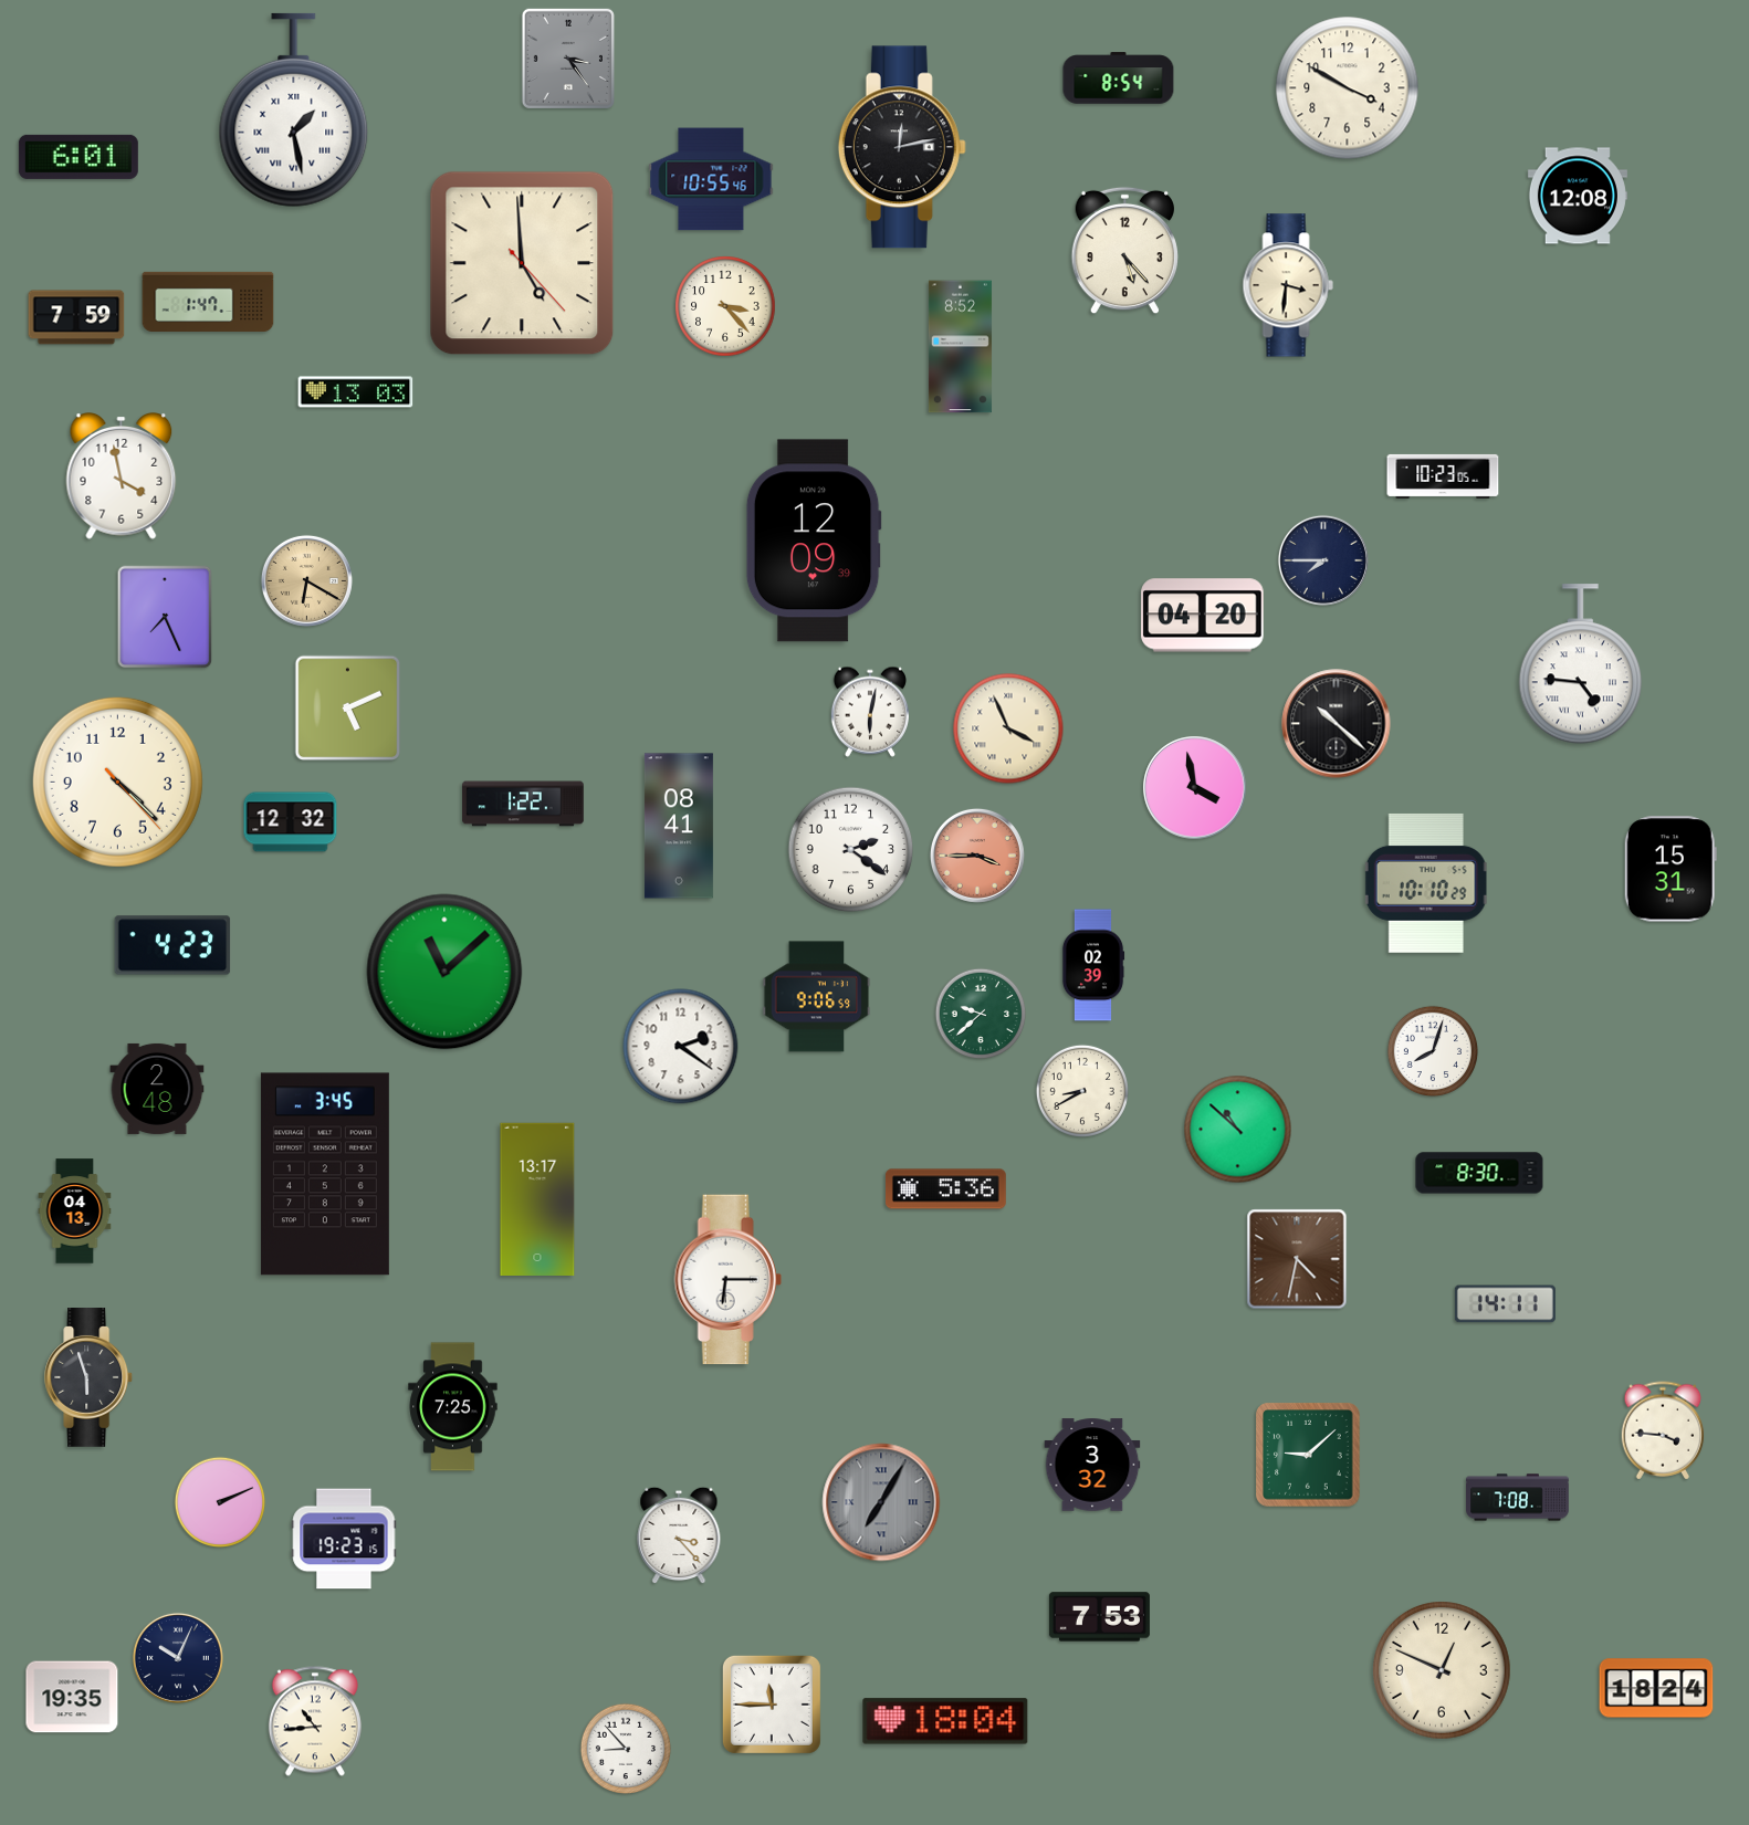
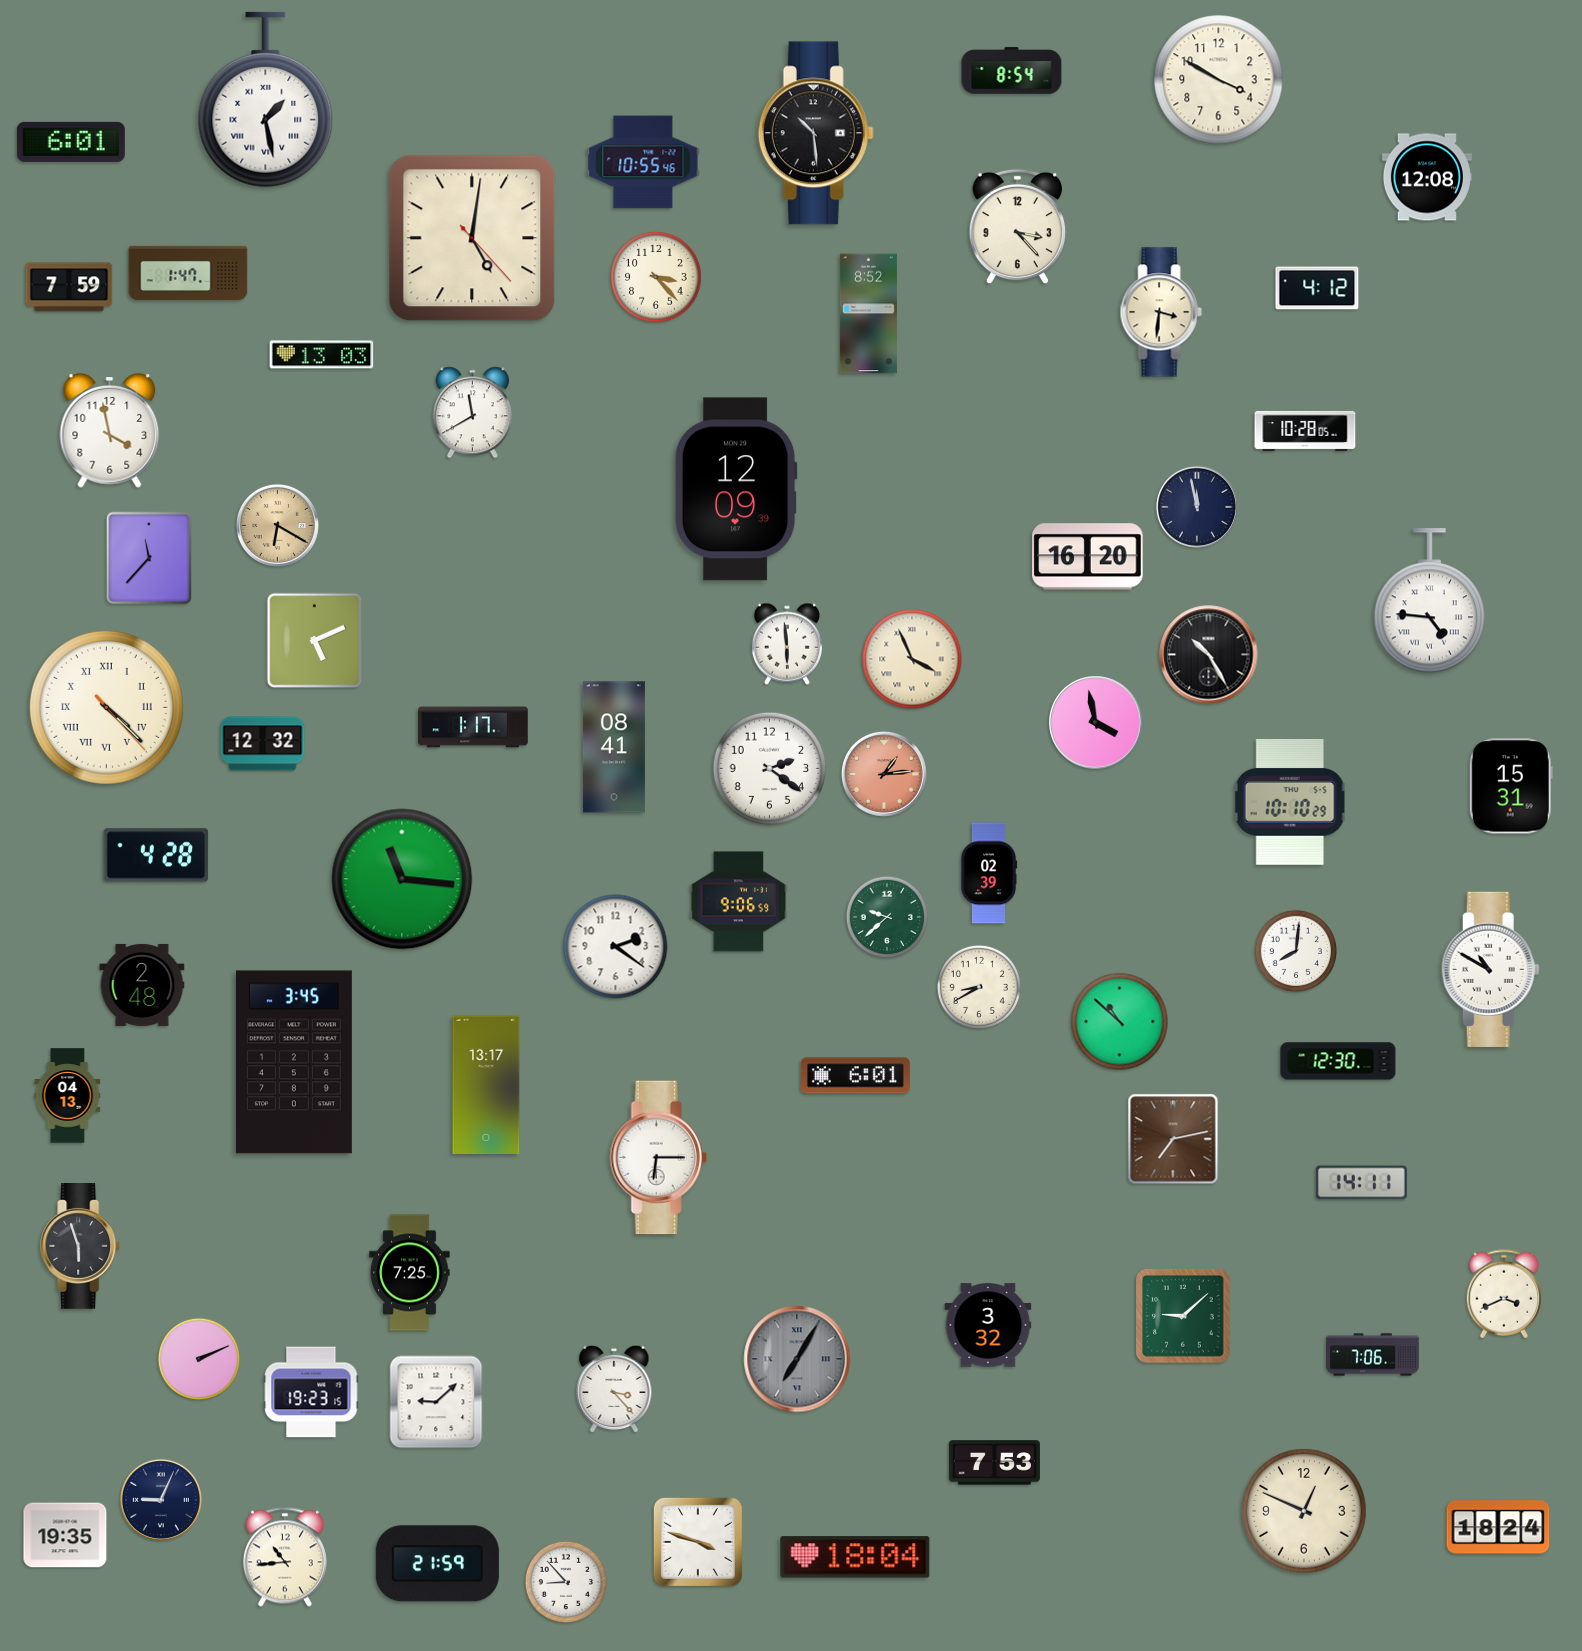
clock at (568, 59): 3:24 -> none
clock at (902, 147): 12:13 -> 10:29
clock at (1124, 251): 5:23 -> 3:23
clock at (522, 263): 4:59 -> 5:01
clock at (1288, 285) position: (1288, 285) -> (1161, 312)
clock at (1317, 288): none -> 4:12
clock at (472, 413): none -> 11:40
clock at (1443, 476): 10:23 -> 10:28
clock at (1323, 560): 7:45 -> 11:58
clock at (1203, 616): 04:20 -> 16:20
clock at (165, 617): 7:26 -> 11:37
clock at (869, 712): 6:02 -> 5:59
clock at (1337, 724): 10:22 -> 10:25
clock at (117, 782) numerals: Arabic -> Roman
clock at (1195, 788) position: (1195, 788) -> (1096, 723)
clock at (523, 804): 1:22 -> 1:17
clock at (977, 856): 3:45 -> 1:14
clock at (1426, 883) position: (1426, 883) -> (1290, 802)
clock at (172, 945): 4:23 -> 4:28
clock at (444, 972): 11:08 -> 11:16
clock at (1433, 1051): 8:03 -> 8:01
clock at (1490, 969): none -> 10:50
clock at (1479, 1173): 8:30 -> 12:30
clock at (945, 1189): 5:36 -> 6:01
clock at (1297, 1259): 4:32 -> 7:13
clock at (1505, 1304) position: (1505, 1304) -> (1361, 1183)
clock at (1663, 1430): 3:46 -> 3:41
clock at (1518, 1498): 7:08 -> 7:06
clock at (436, 1402): none -> 9:08
clock at (178, 1658): 10:04 -> 9:04
clock at (772, 1705): 11:45 -> 3:48
clock at (437, 1564): none -> 21:59
